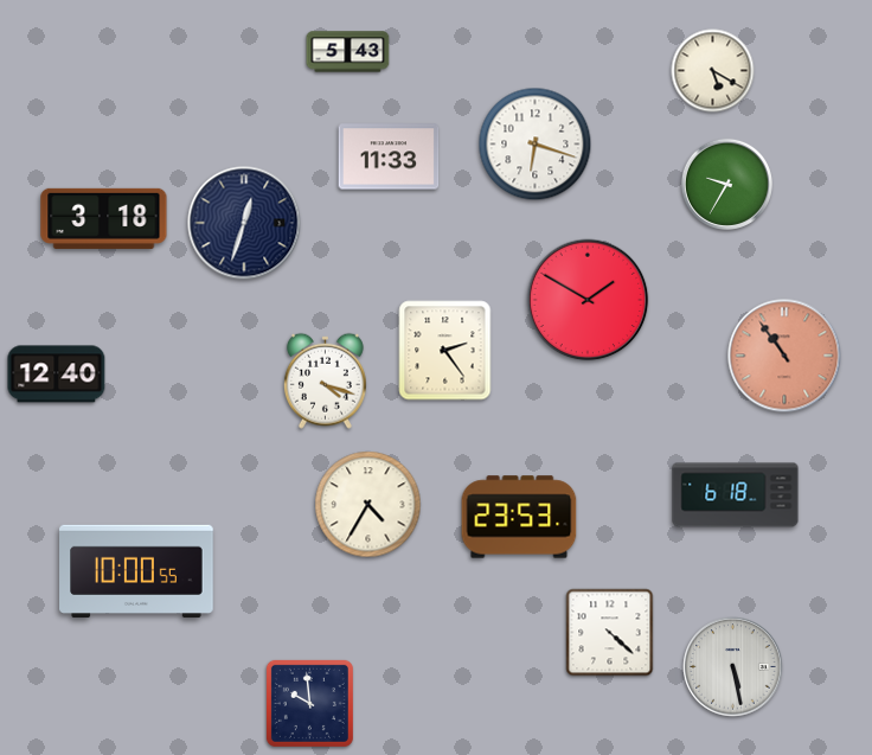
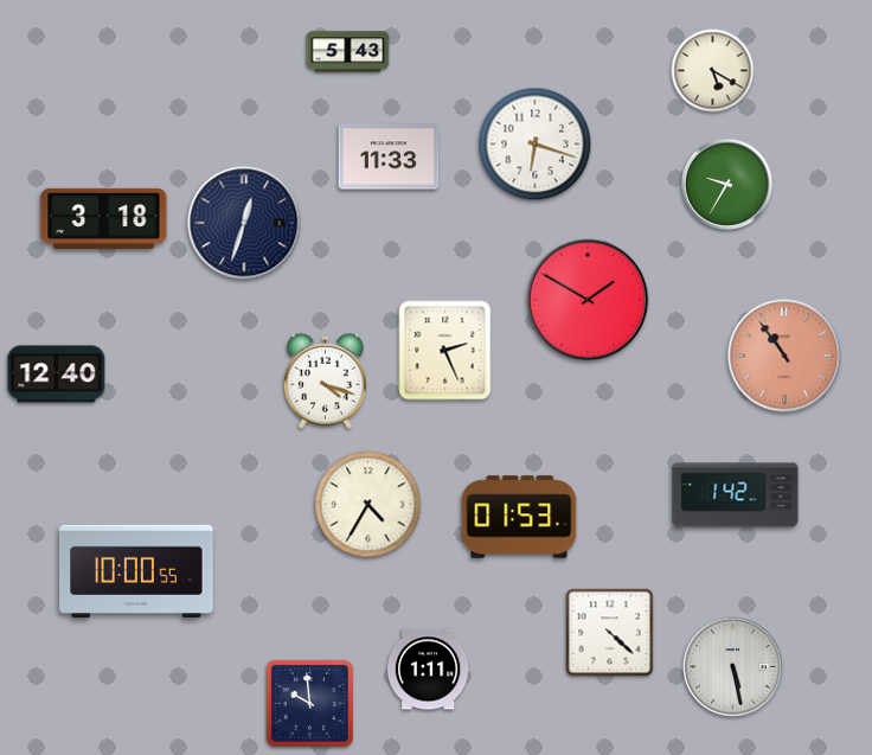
clock at (445, 351): 2:24 -> 2:26
clock at (736, 495): 6:18 -> 1:42
clock at (519, 517): 23:53 -> 01:53
clock at (428, 670): none -> 1:11
